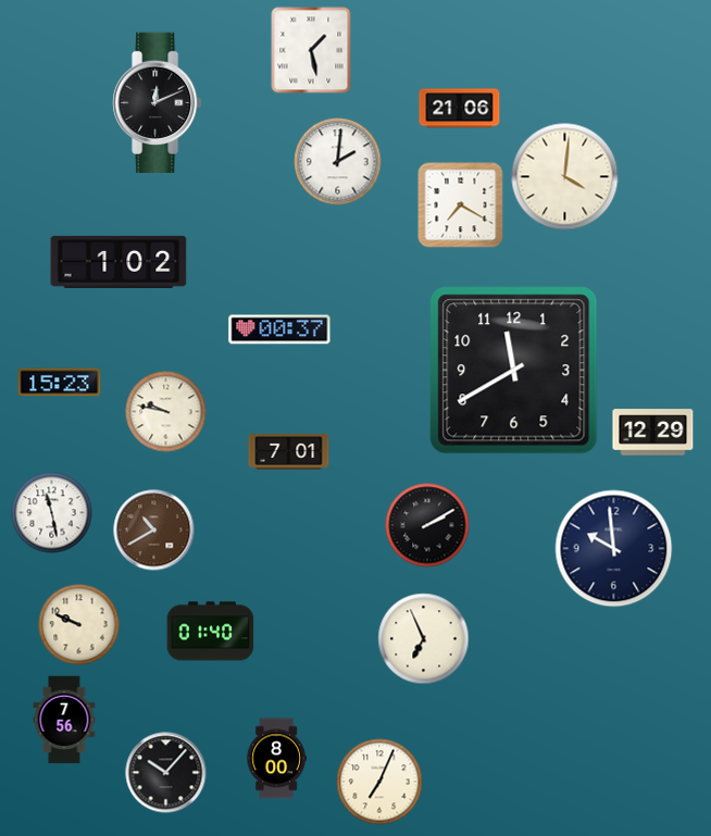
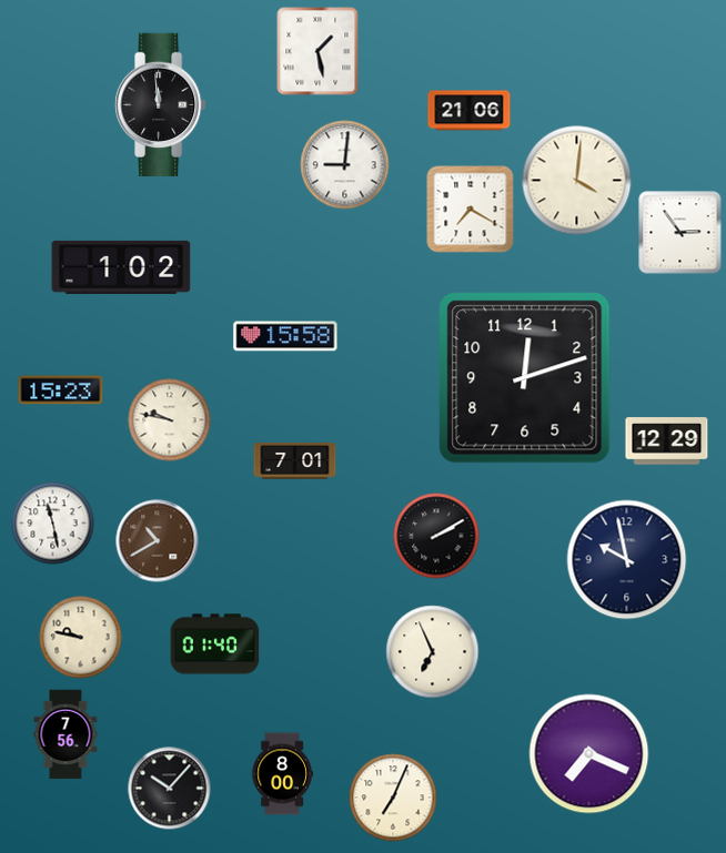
clock at (158, 103): 12:11 -> 11:59
clock at (338, 162): 2:01 -> 9:01
clock at (680, 233): none -> 2:54
clock at (279, 329): 00:37 -> 15:58
clock at (514, 371): 11:40 -> 12:12
clock at (614, 549): 9:59 -> 9:58
clock at (79, 625): 9:49 -> 9:47
clock at (589, 754): none -> 7:19
clock at (379, 782) position: (379, 782) -> (393, 798)
